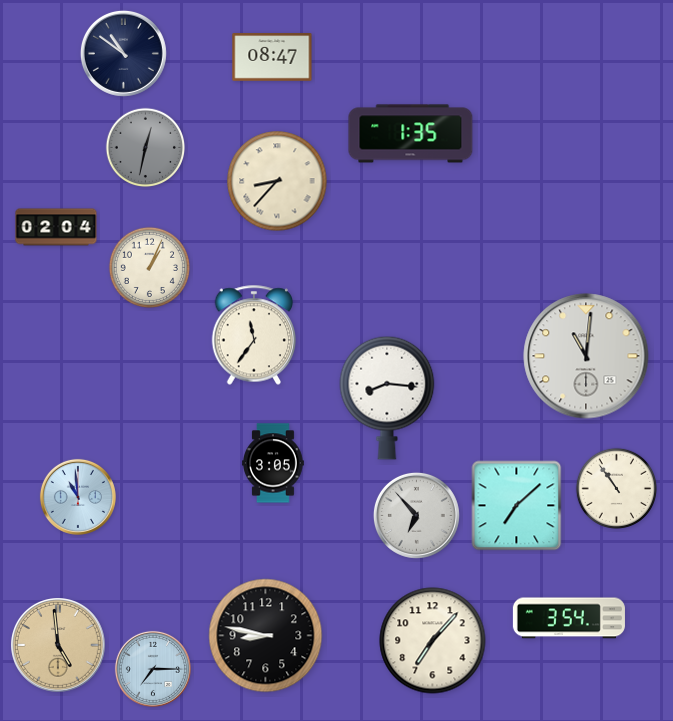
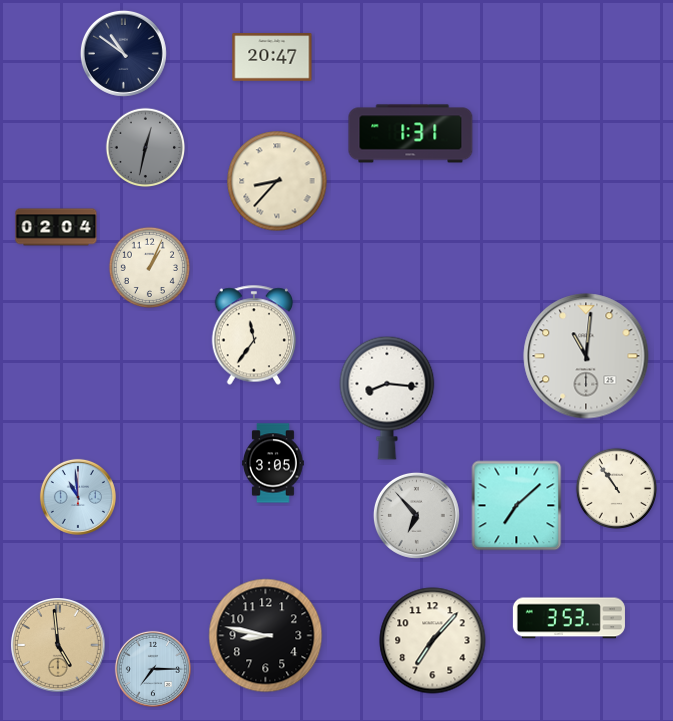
clock at (272, 57): 08:47 -> 20:47
clock at (411, 134): 1:35 -> 1:31
clock at (569, 618): 3:54 -> 3:53
